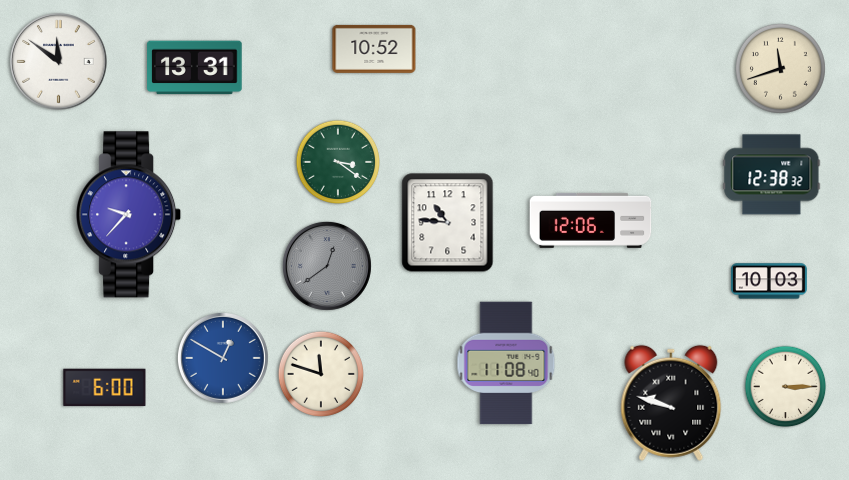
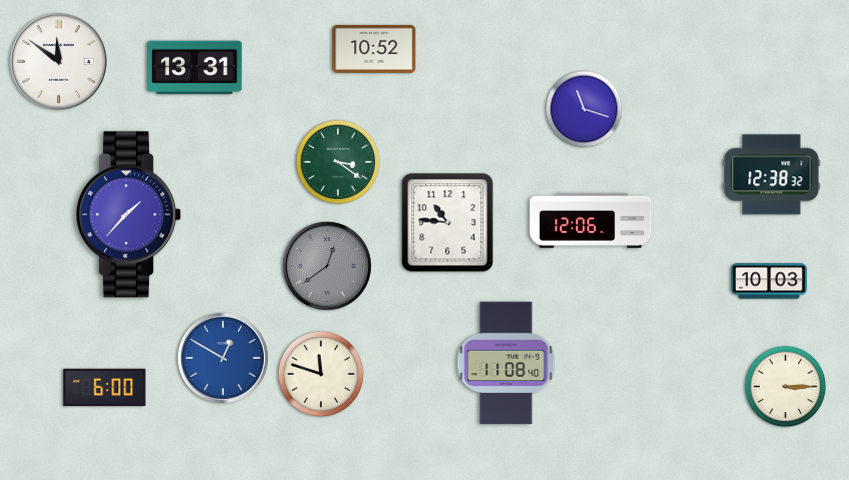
clock at (780, 68): 11:42 -> none
clock at (584, 109): none -> 11:18
clock at (129, 215): 9:37 -> 1:37
clock at (671, 403): 9:48 -> none
